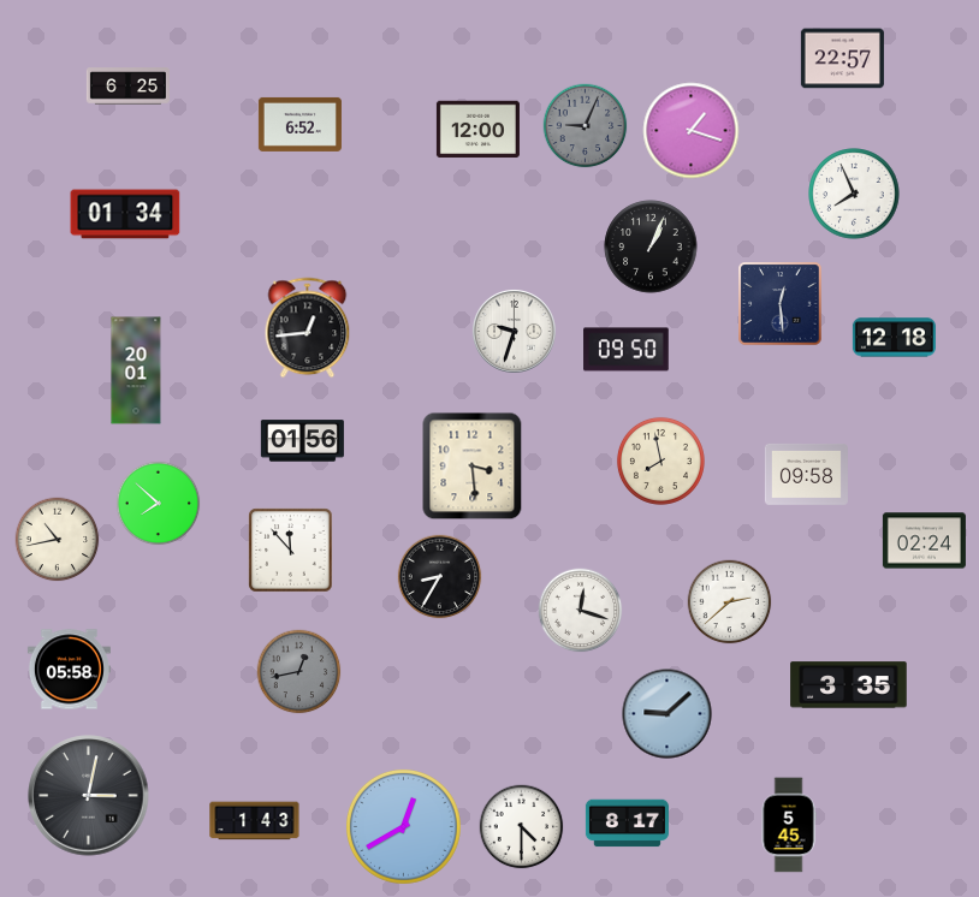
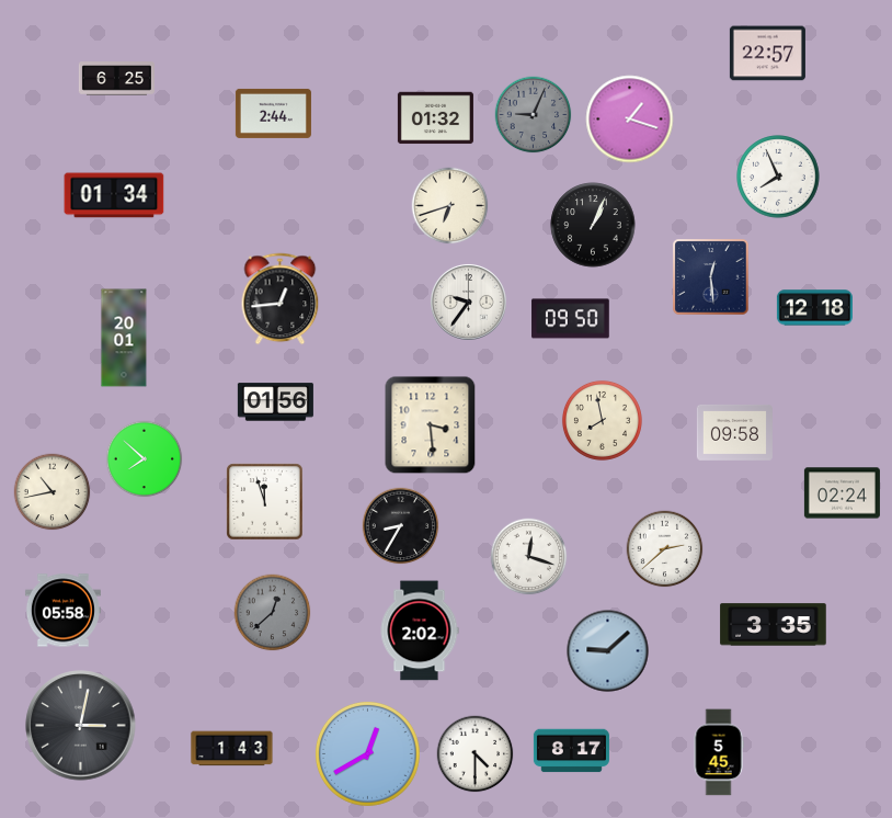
clock at (299, 124): 6:52 -> 2:44
clock at (477, 130): 12:00 -> 01:32
clock at (450, 206): none -> 6:42
clock at (515, 332): 9:33 -> 9:36
clock at (291, 551): 11:53 -> 11:57
clock at (299, 672): 12:43 -> 12:38
clock at (420, 630): none -> 2:02
